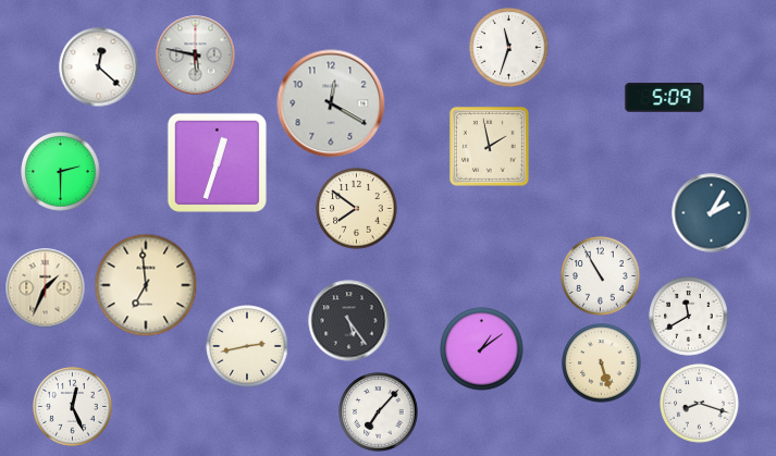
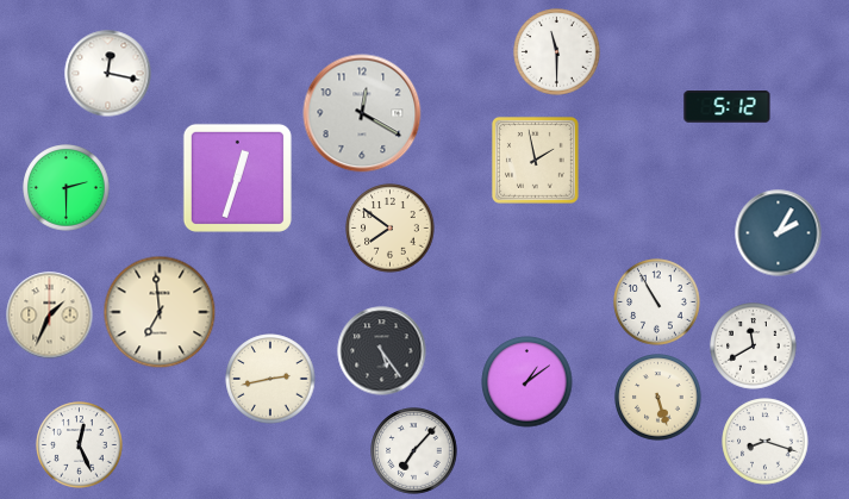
clock at (509, 48): 11:33 -> 11:30
clock at (196, 56): 5:47 -> none
clock at (99, 67): 12:22 -> 12:17
clock at (665, 98): 5:09 -> 5:12
